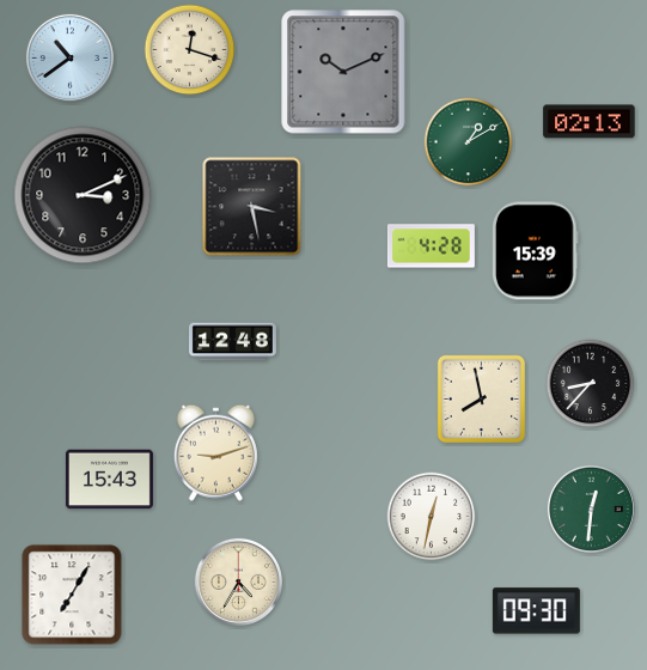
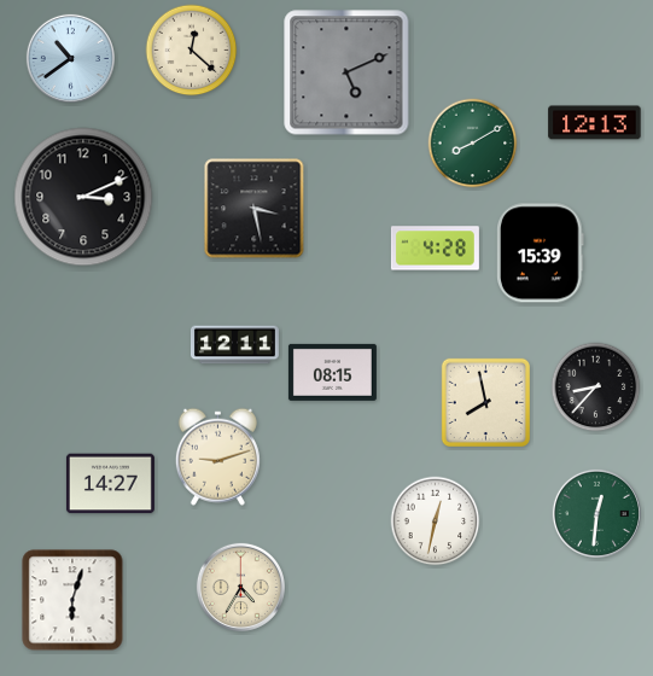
clock at (190, 50): 12:18 -> 12:22
clock at (343, 72): 10:11 -> 5:11
clock at (590, 122): 02:13 -> 12:13
clock at (469, 142): 1:10 -> 8:10
clock at (232, 342): 12:48 -> 12:11
clock at (332, 372): none -> 08:15
clock at (109, 480): 15:43 -> 14:27
clock at (72, 595): 7:05 -> 6:03
clock at (536, 611): 09:30 -> none
